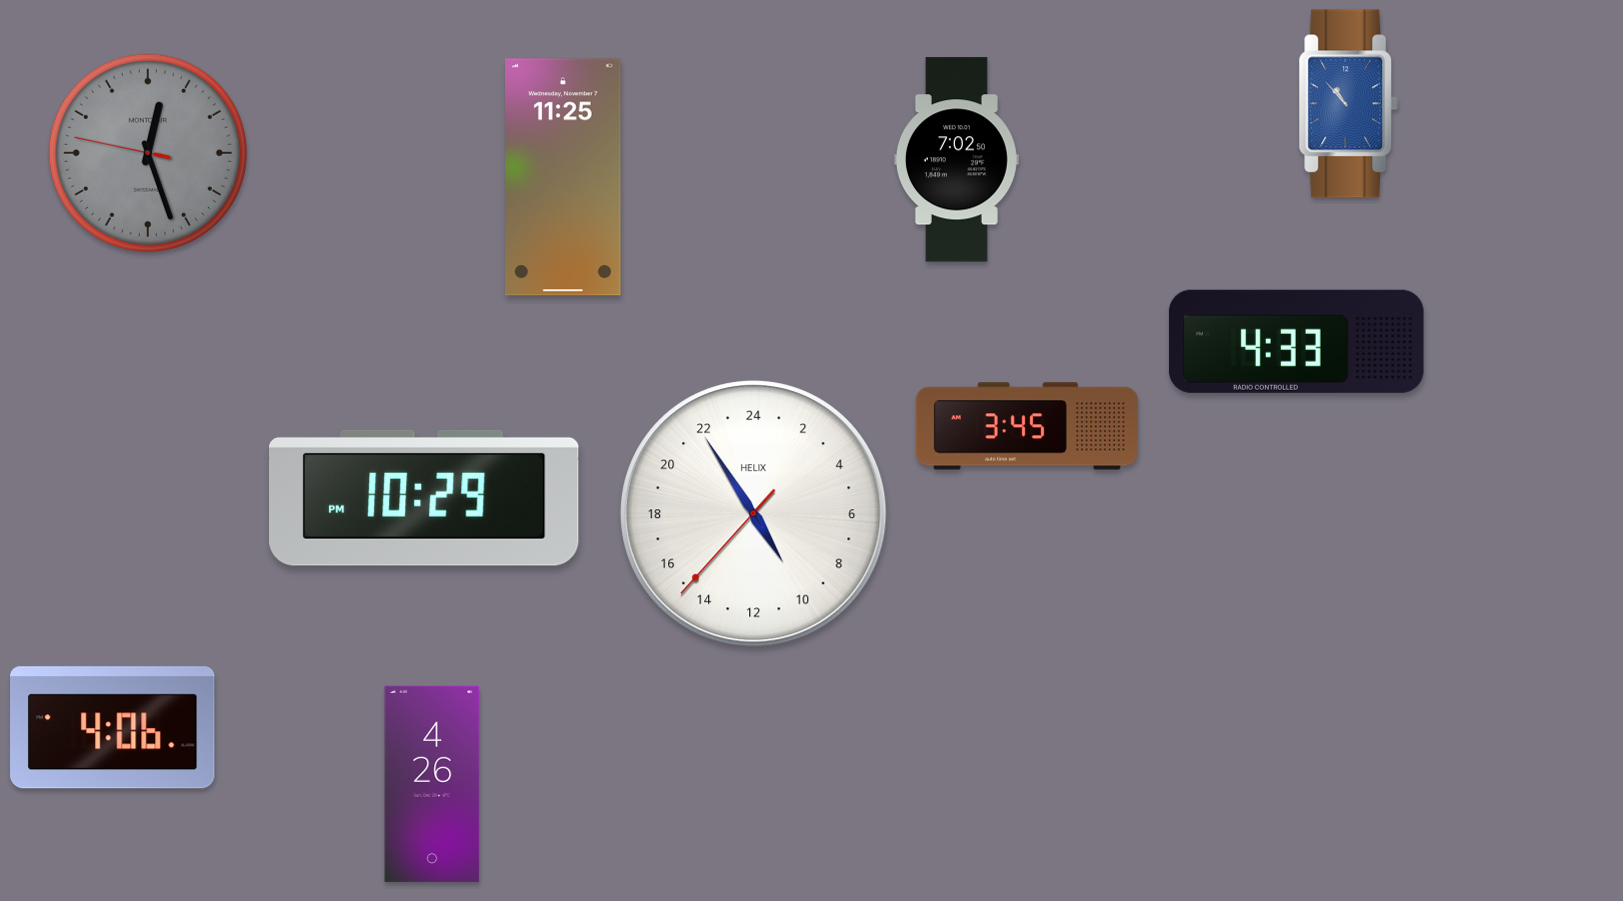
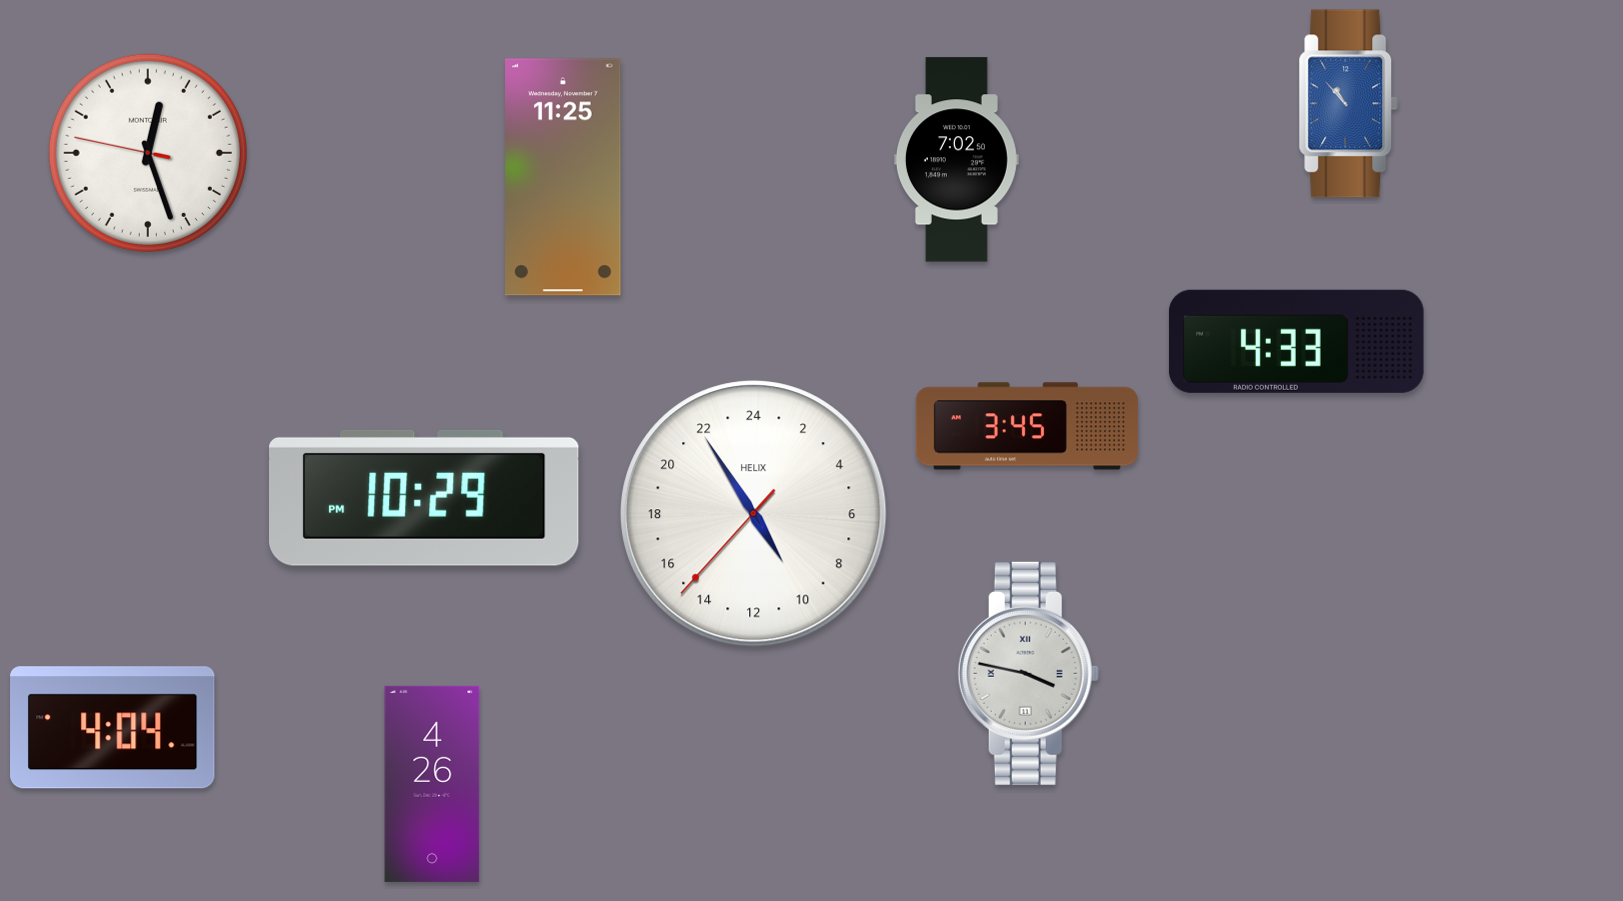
clock at (148, 153) dial: grey -> white
clock at (1028, 673): none -> 3:47
clock at (113, 728): 4:06 -> 4:04
